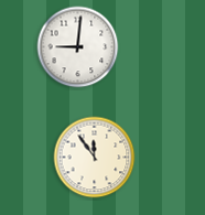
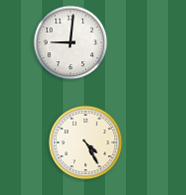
clock at (95, 158): 11:54 -> 4:25
